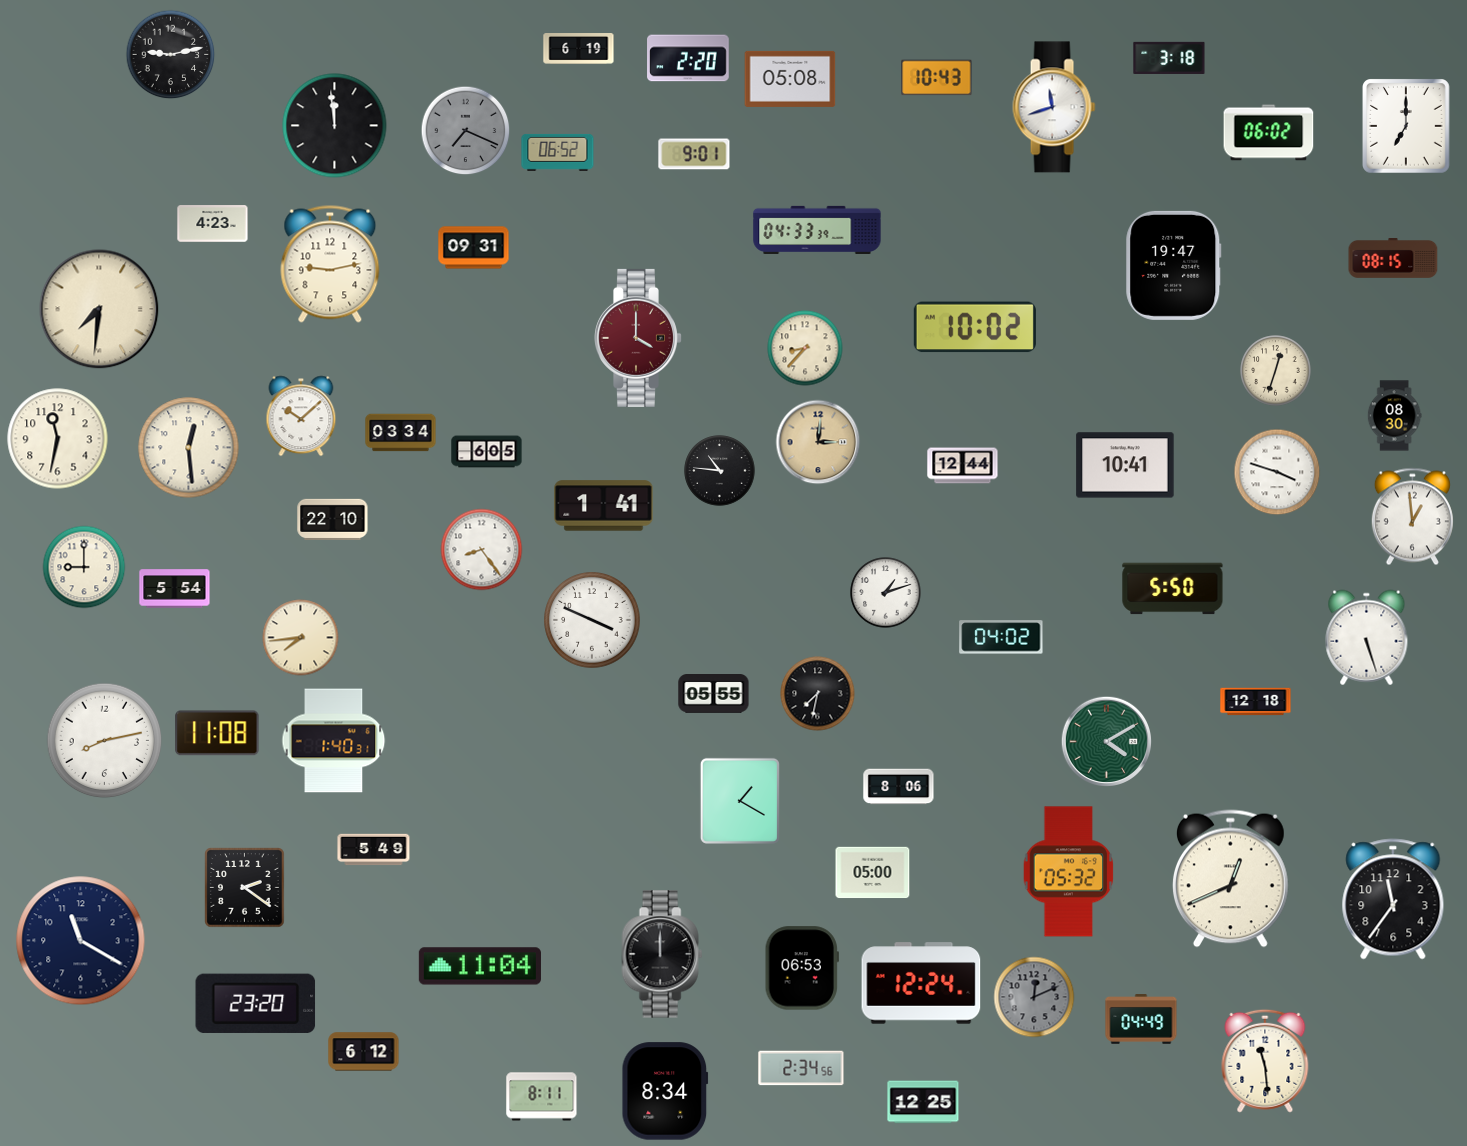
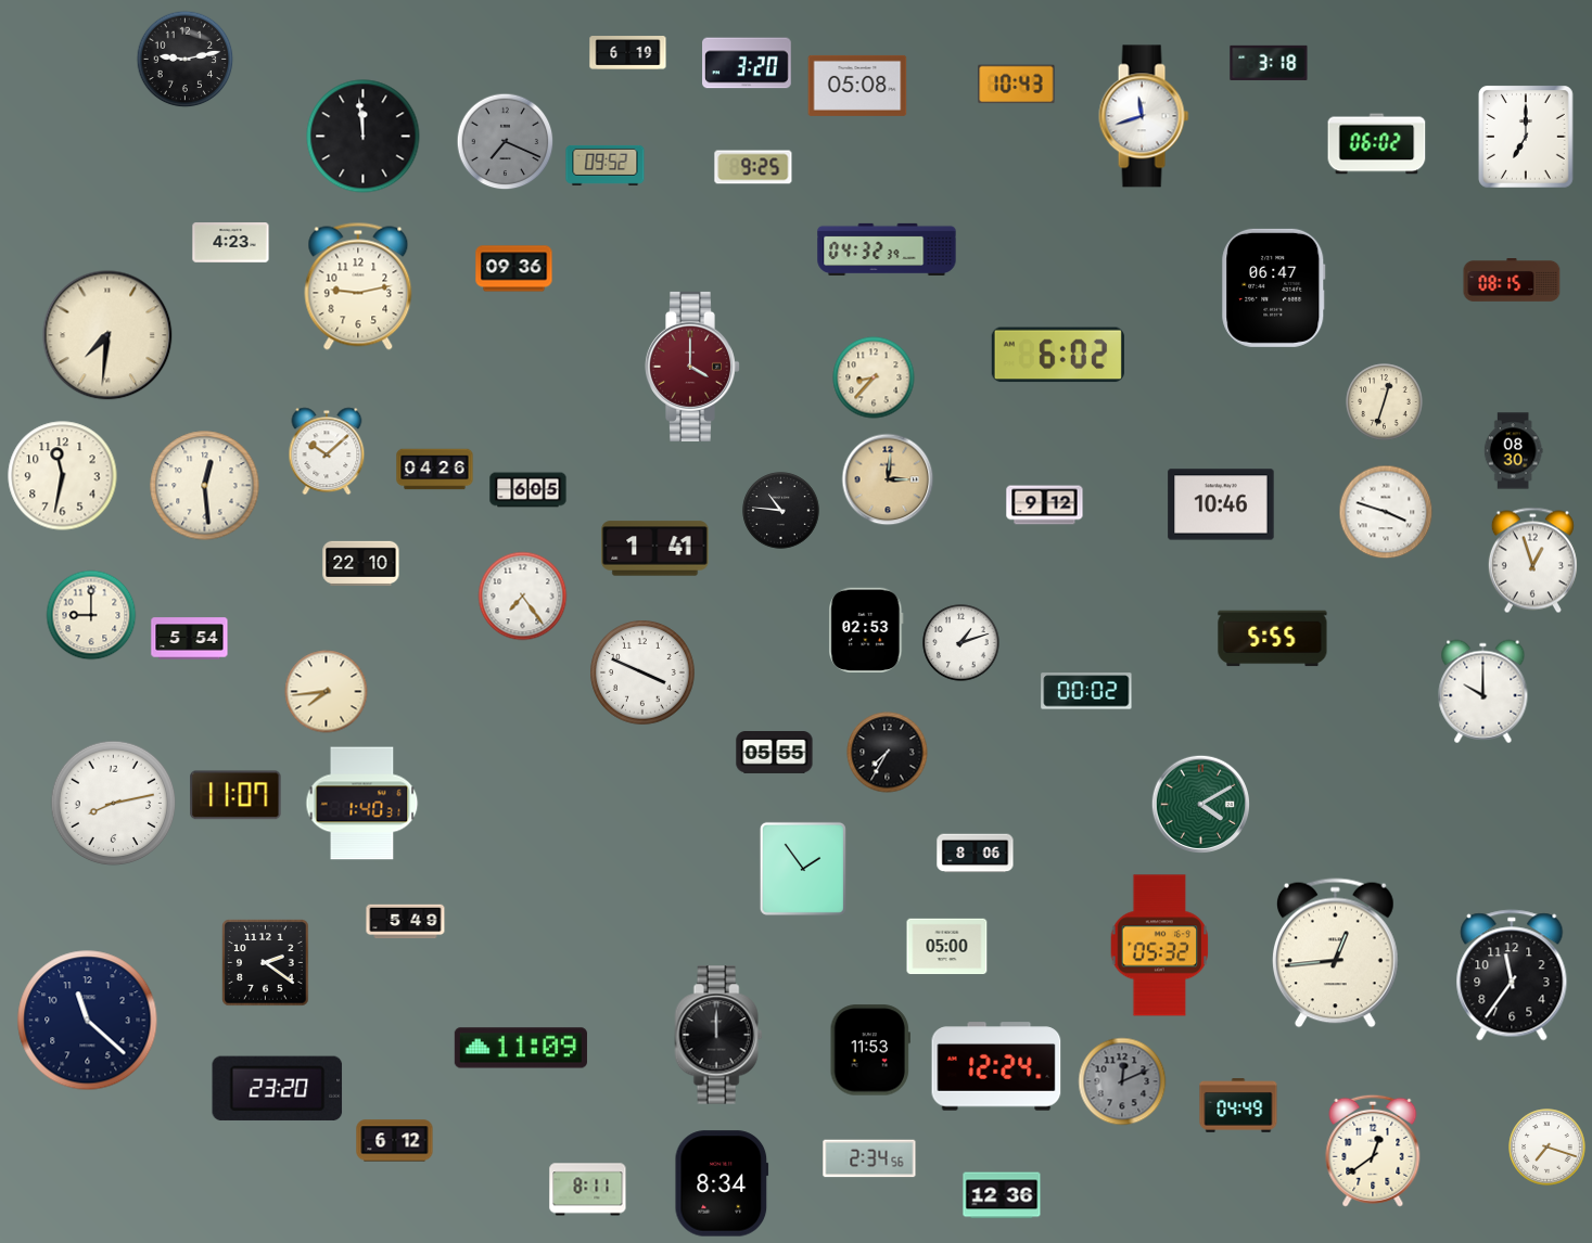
clock at (688, 58): 2:20 -> 3:20
clock at (558, 152): 06:52 -> 09:52
clock at (694, 154): 9:01 -> 9:25
clock at (817, 230): 04:33 -> 04:32
clock at (474, 248): 09:31 -> 09:36
clock at (1174, 265): 19:47 -> 06:47
clock at (975, 327): 10:02 -> 6:02
clock at (401, 433): 03:34 -> 04:26
clock at (1125, 465): 10:41 -> 10:46
clock at (963, 466): 12:44 -> 9:12
clock at (1412, 517): 12:59 -> 12:57
clock at (482, 550): 8:24 -> 7:24
clock at (866, 629): none -> 02:53
clock at (1173, 589): 5:50 -> 5:55
clock at (1001, 637): 04:02 -> 00:02
clock at (1367, 638): 5:27 -> 10:00
clock at (818, 694): 7:32 -> 7:35
clock at (1256, 702): 12:18 -> none
clock at (217, 733): 11:08 -> 11:07
clock at (740, 801): 1:20 -> 1:54
clock at (1230, 879): 12:41 -> 12:44
clock at (81, 941): 11:20 -> 11:22
clock at (480, 966): 11:04 -> 11:09
clock at (802, 968): 06:53 -> 11:53
clock at (921, 983) position: (921, 983) -> (996, 1066)
clock at (1548, 1148): none -> 7:18
clock at (1265, 1061): 11:29 -> 12:39
clock at (923, 1102): 12:25 -> 12:36
